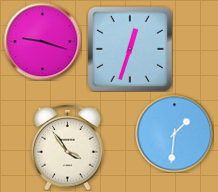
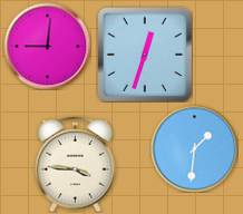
clock at (42, 41): 9:18 -> 9:01
clock at (68, 147): 3:54 -> 3:46
